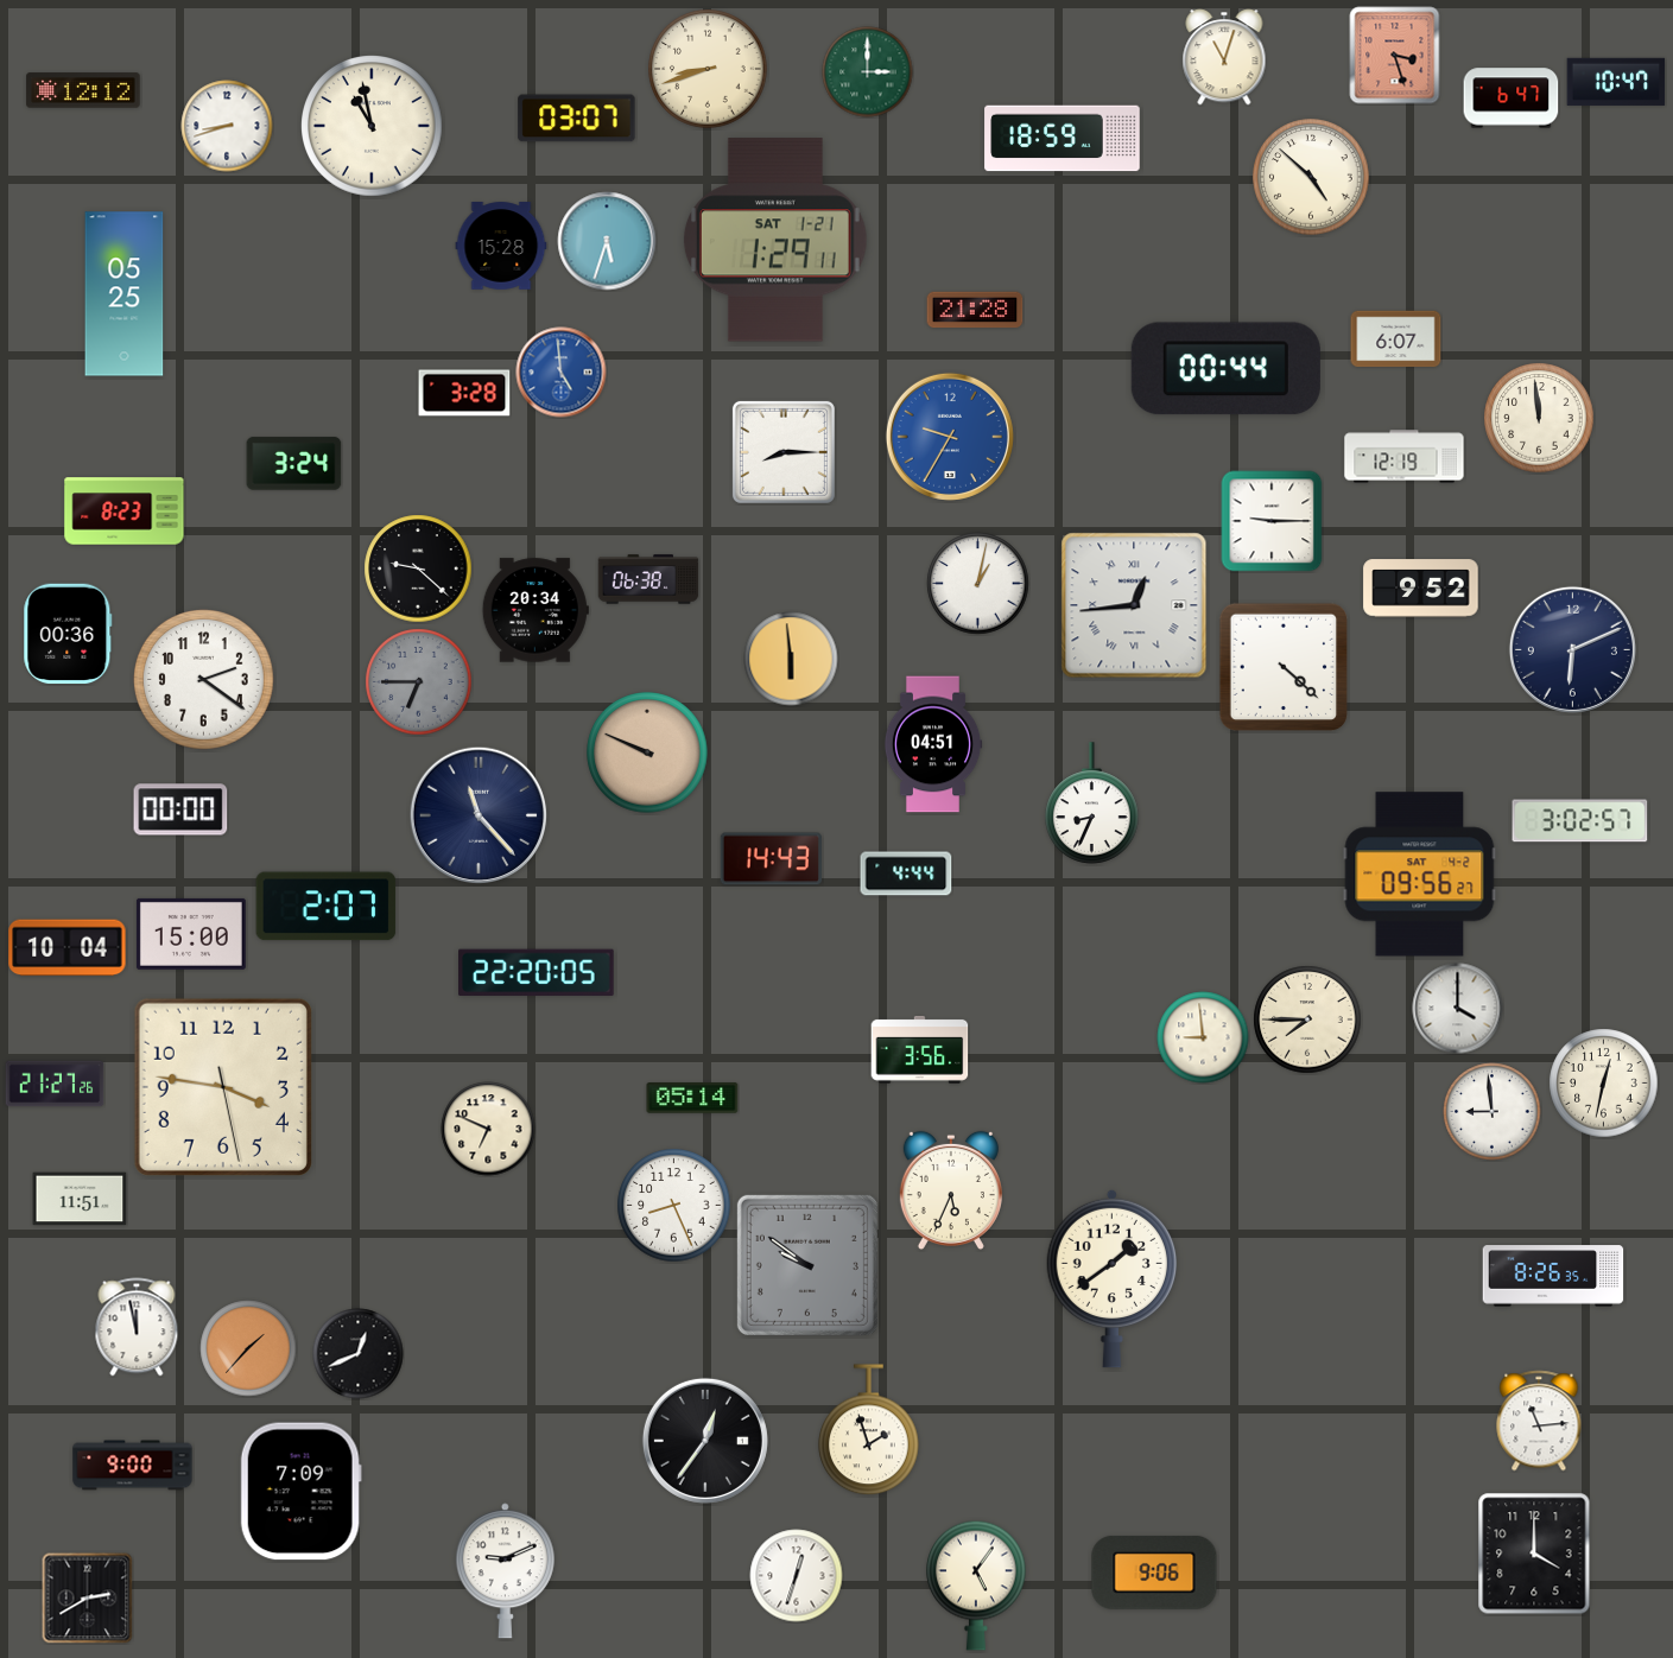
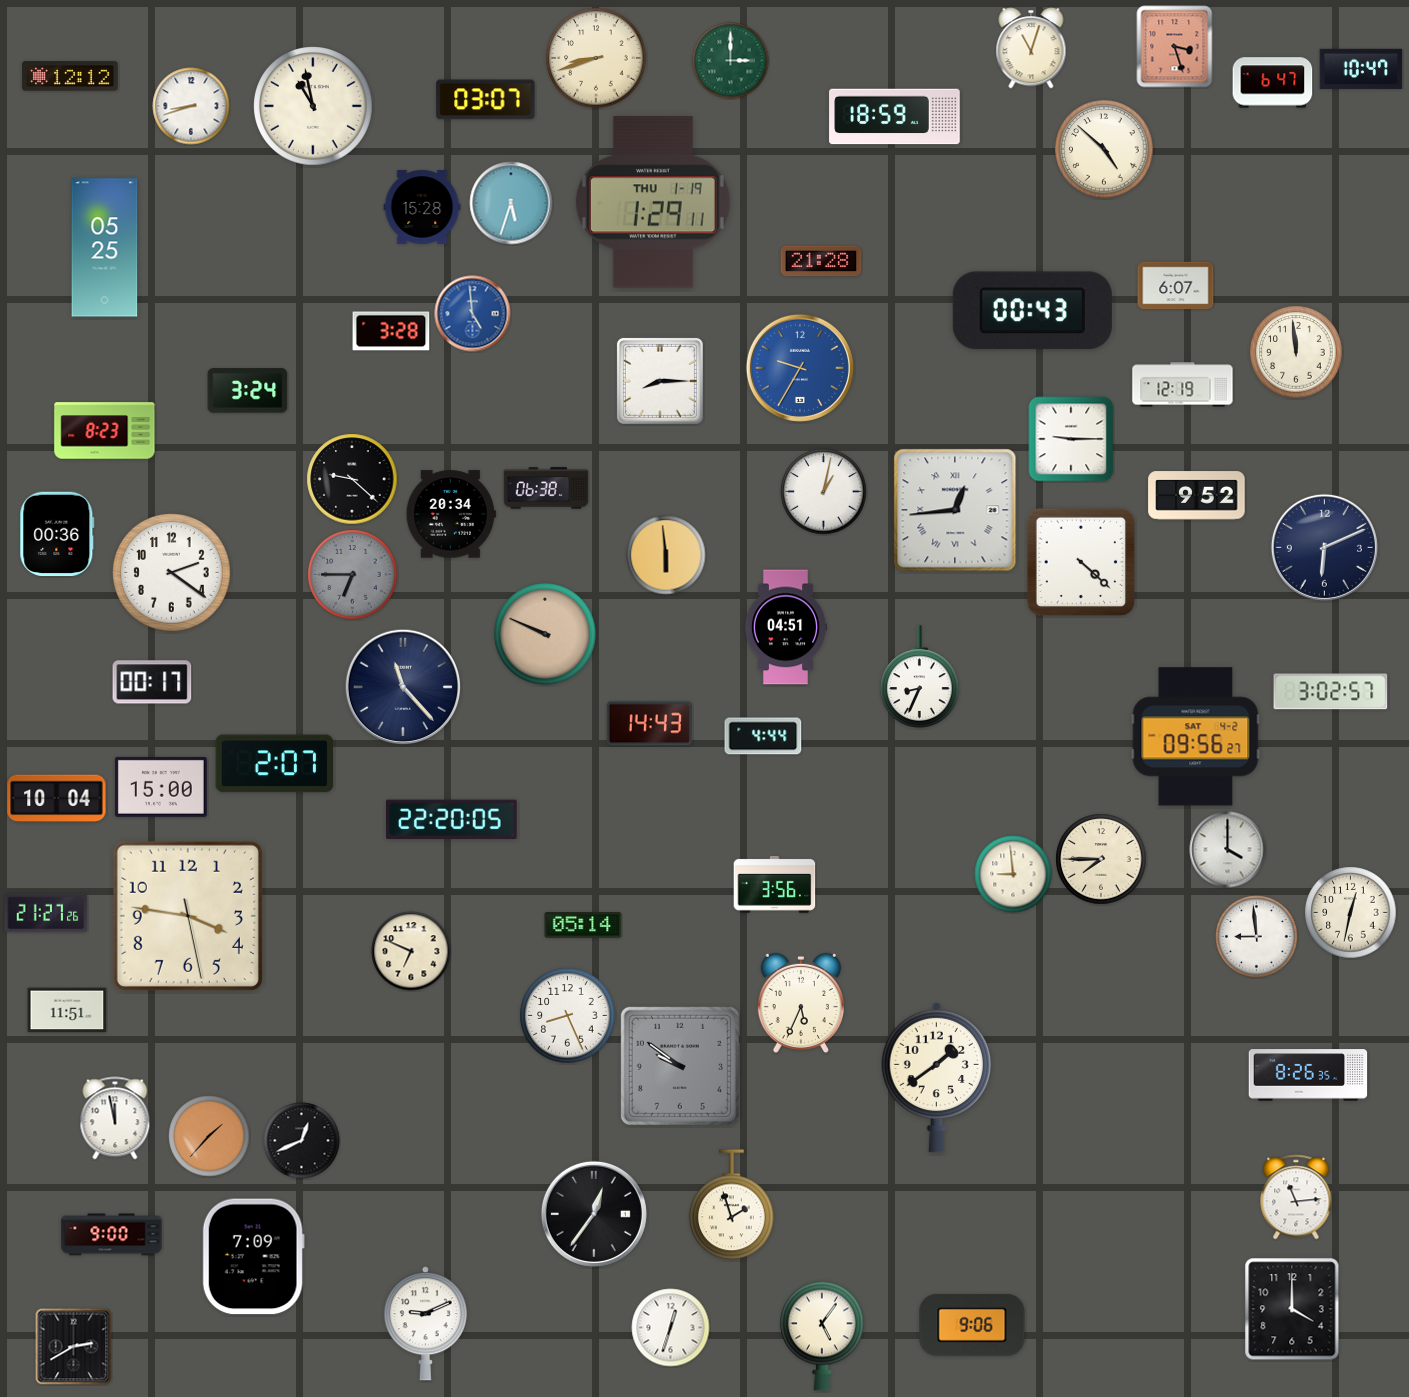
clock at (775, 240) date: SAT 1-21 -> THU 1-19
clock at (1225, 369): 00:44 -> 00:43
clock at (180, 809): 00:00 -> 00:17
